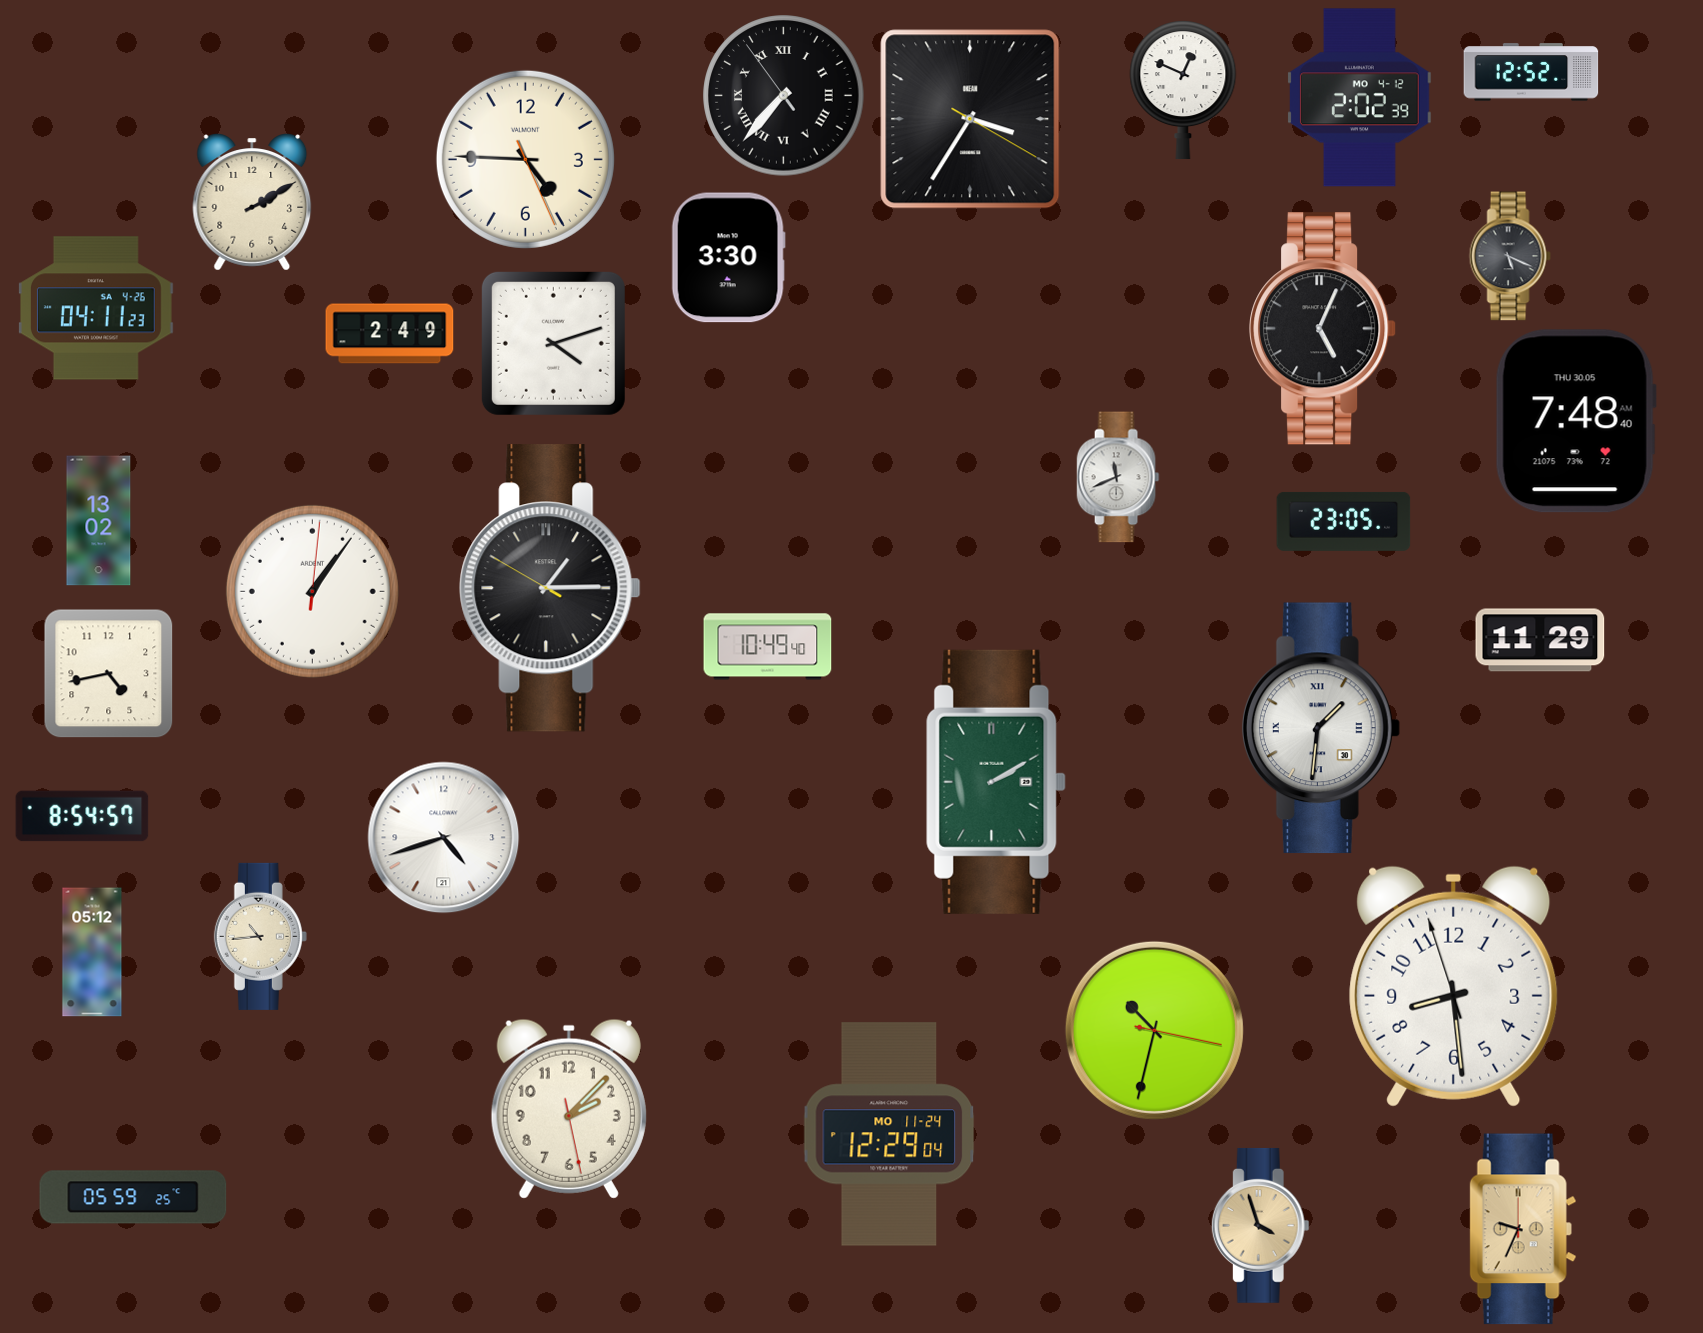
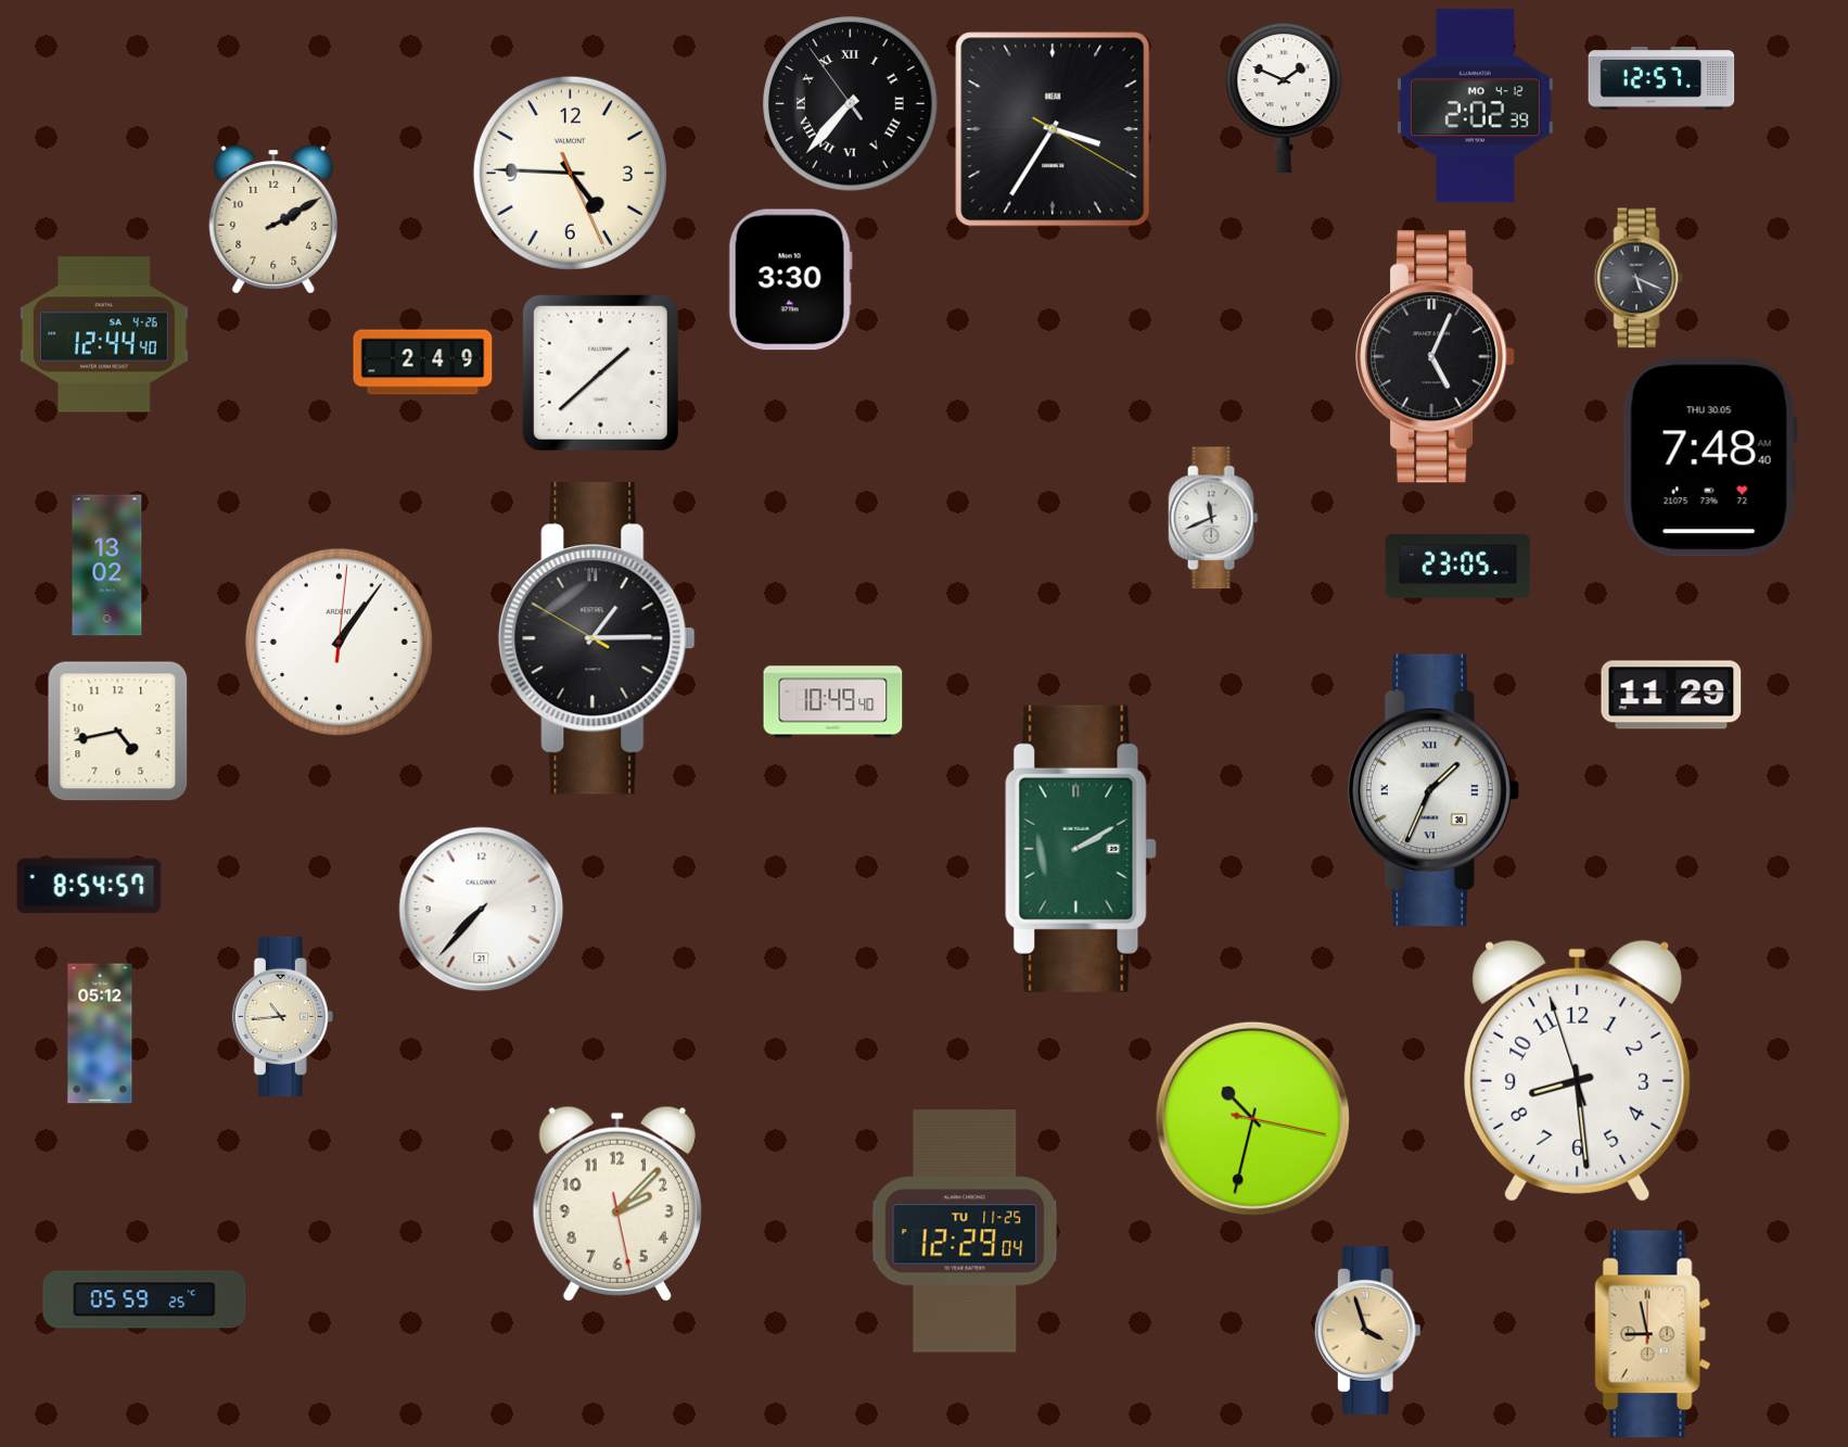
clock at (1531, 72): 12:52 -> 12:57
clock at (1183, 90): 12:49 -> 1:49
clock at (96, 308): 04:11 -> 12:44
clock at (553, 343): 4:12 -> 1:38
clock at (1321, 728): 1:31 -> 1:34
clock at (444, 838): 4:42 -> 7:37
clock at (889, 1134) date: MO 11-24 -> TU 11-25
clock at (1523, 1229): 9:34 -> 8:58
